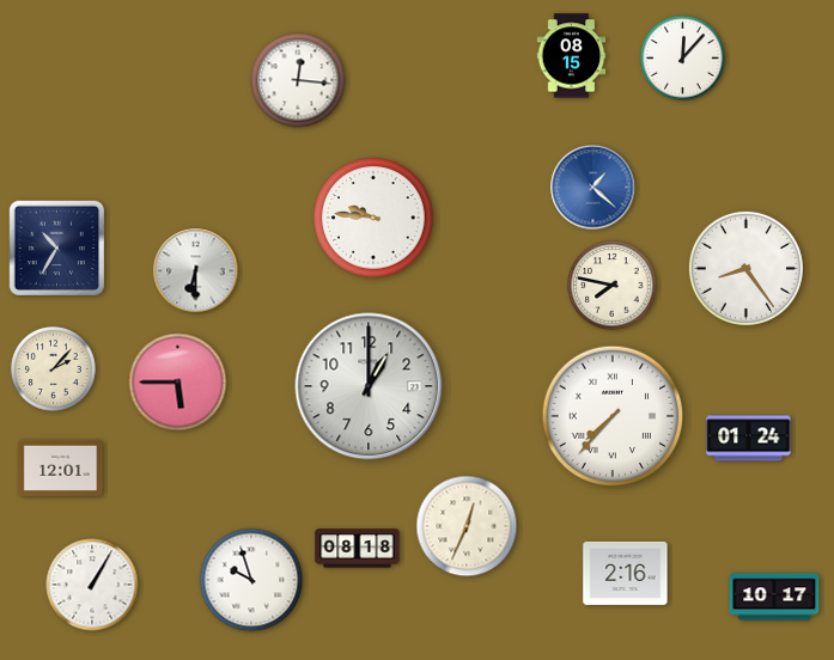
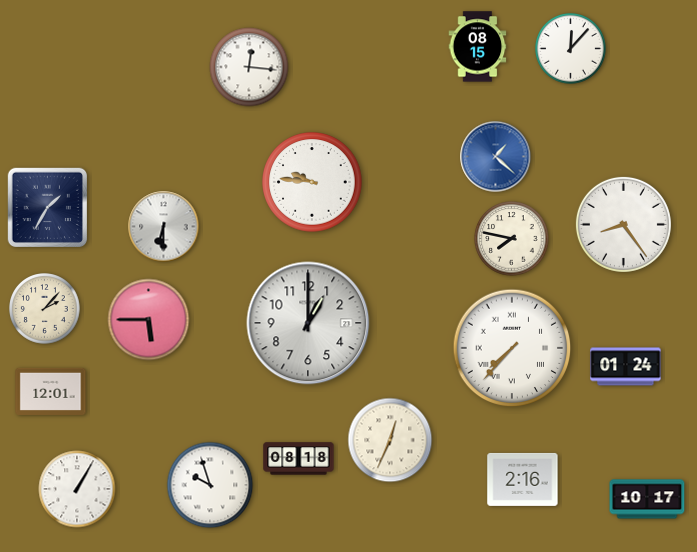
clock at (56, 247): 10:35 -> 1:35
